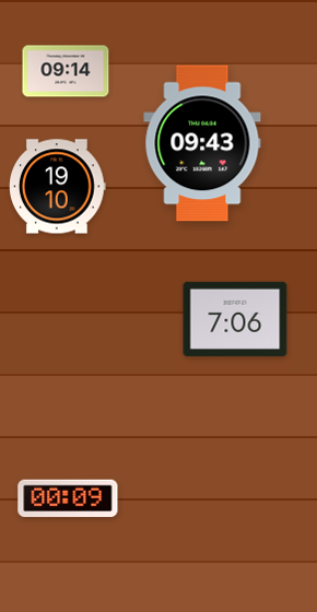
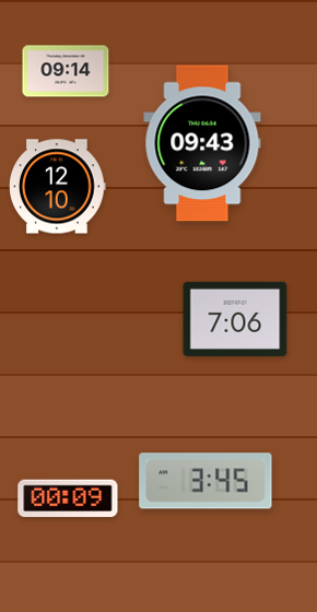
clock at (58, 187): 19:10 -> 12:10
clock at (206, 481): none -> 3:45
